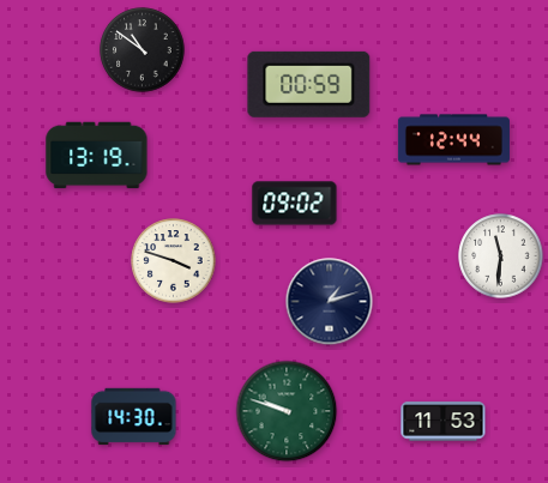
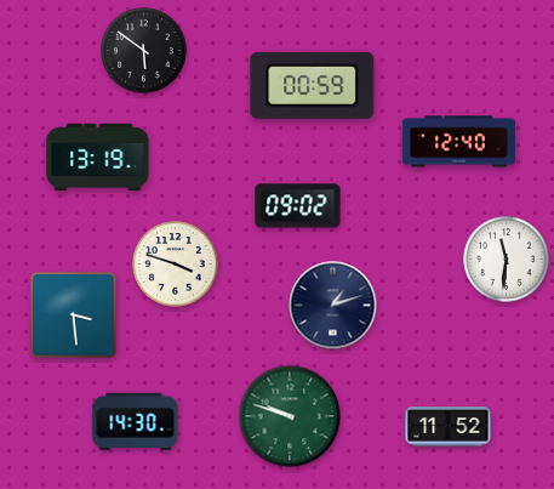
clock at (143, 50): 10:51 -> 5:51
clock at (453, 140): 12:44 -> 12:40
clock at (74, 315): none -> 3:29
clock at (444, 422): 11:53 -> 11:52
